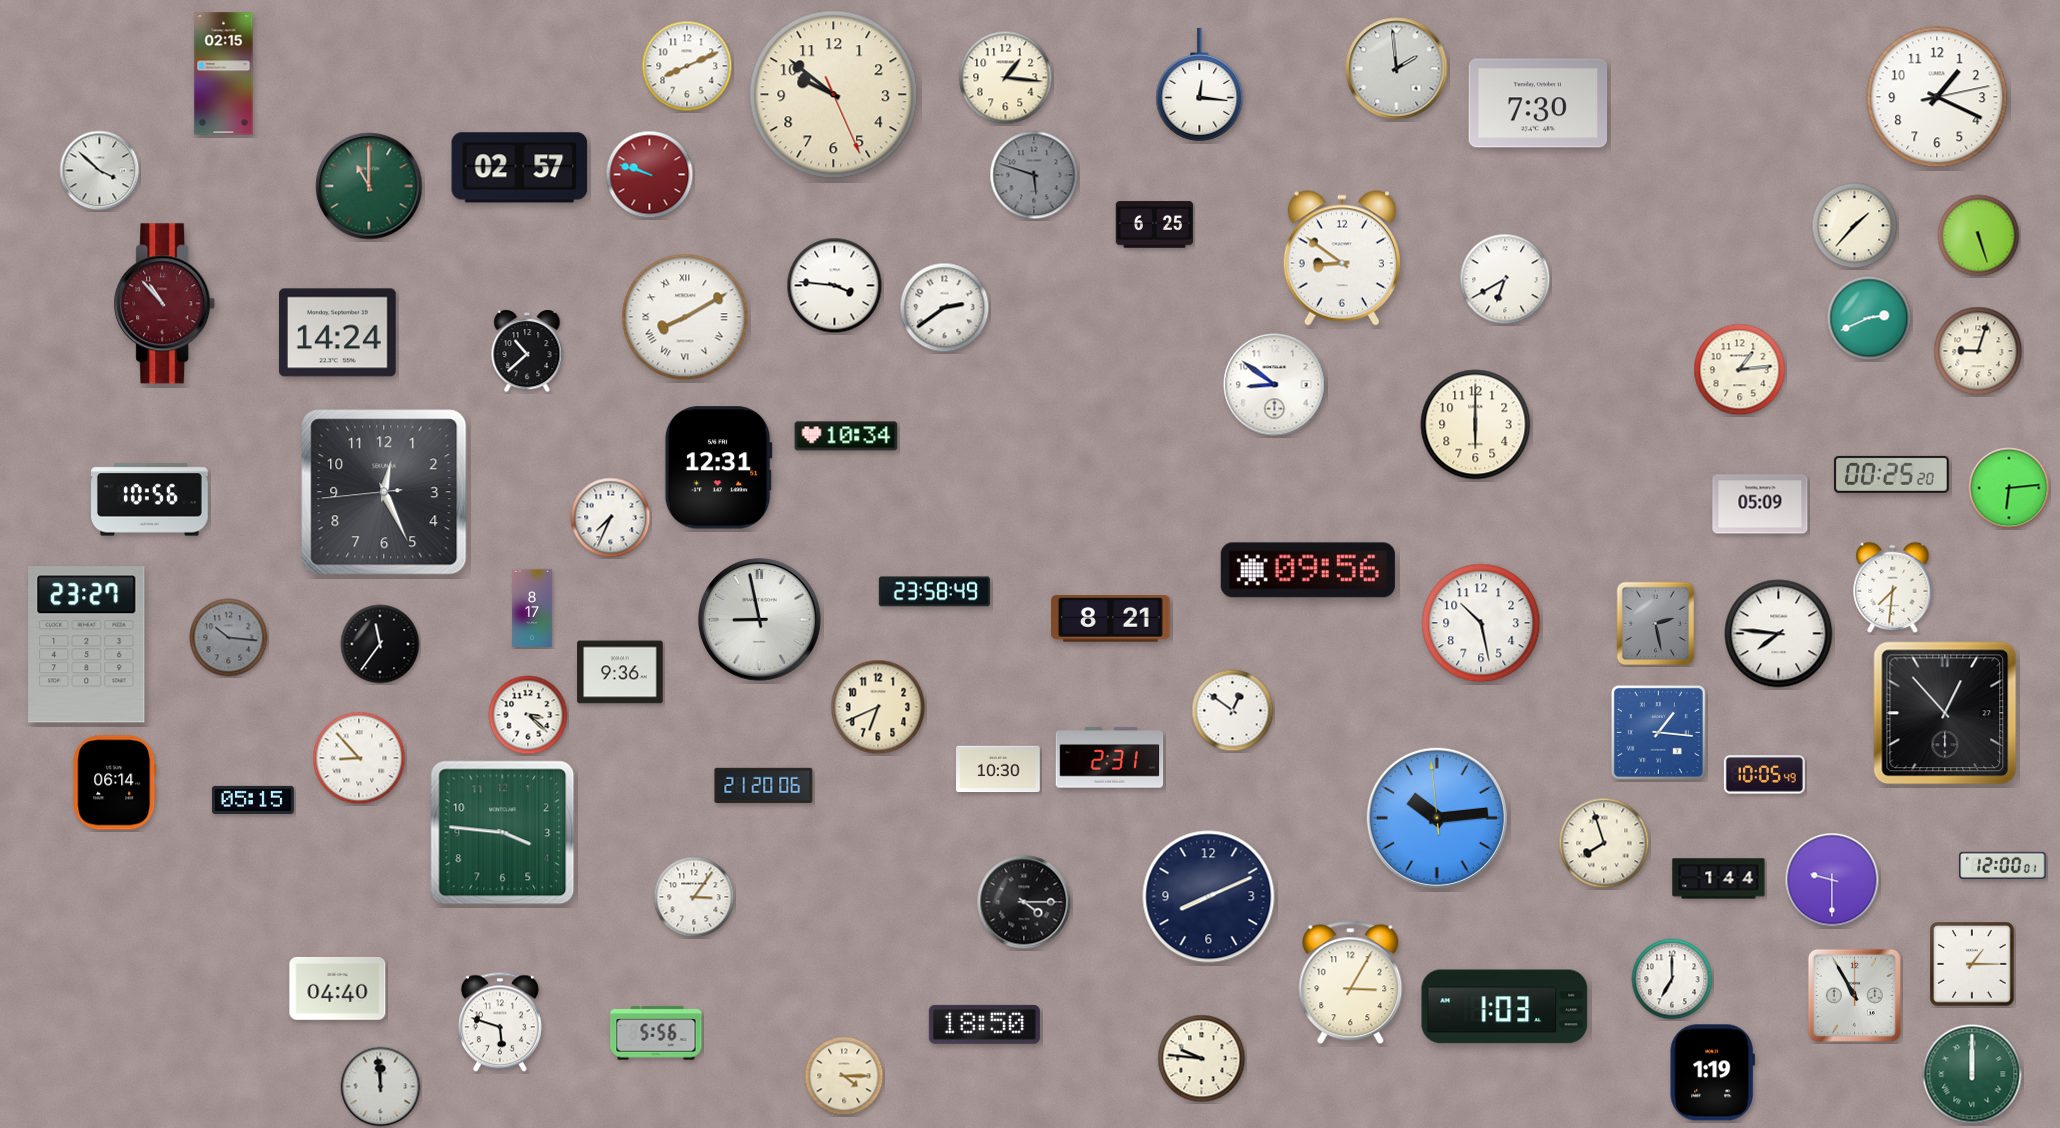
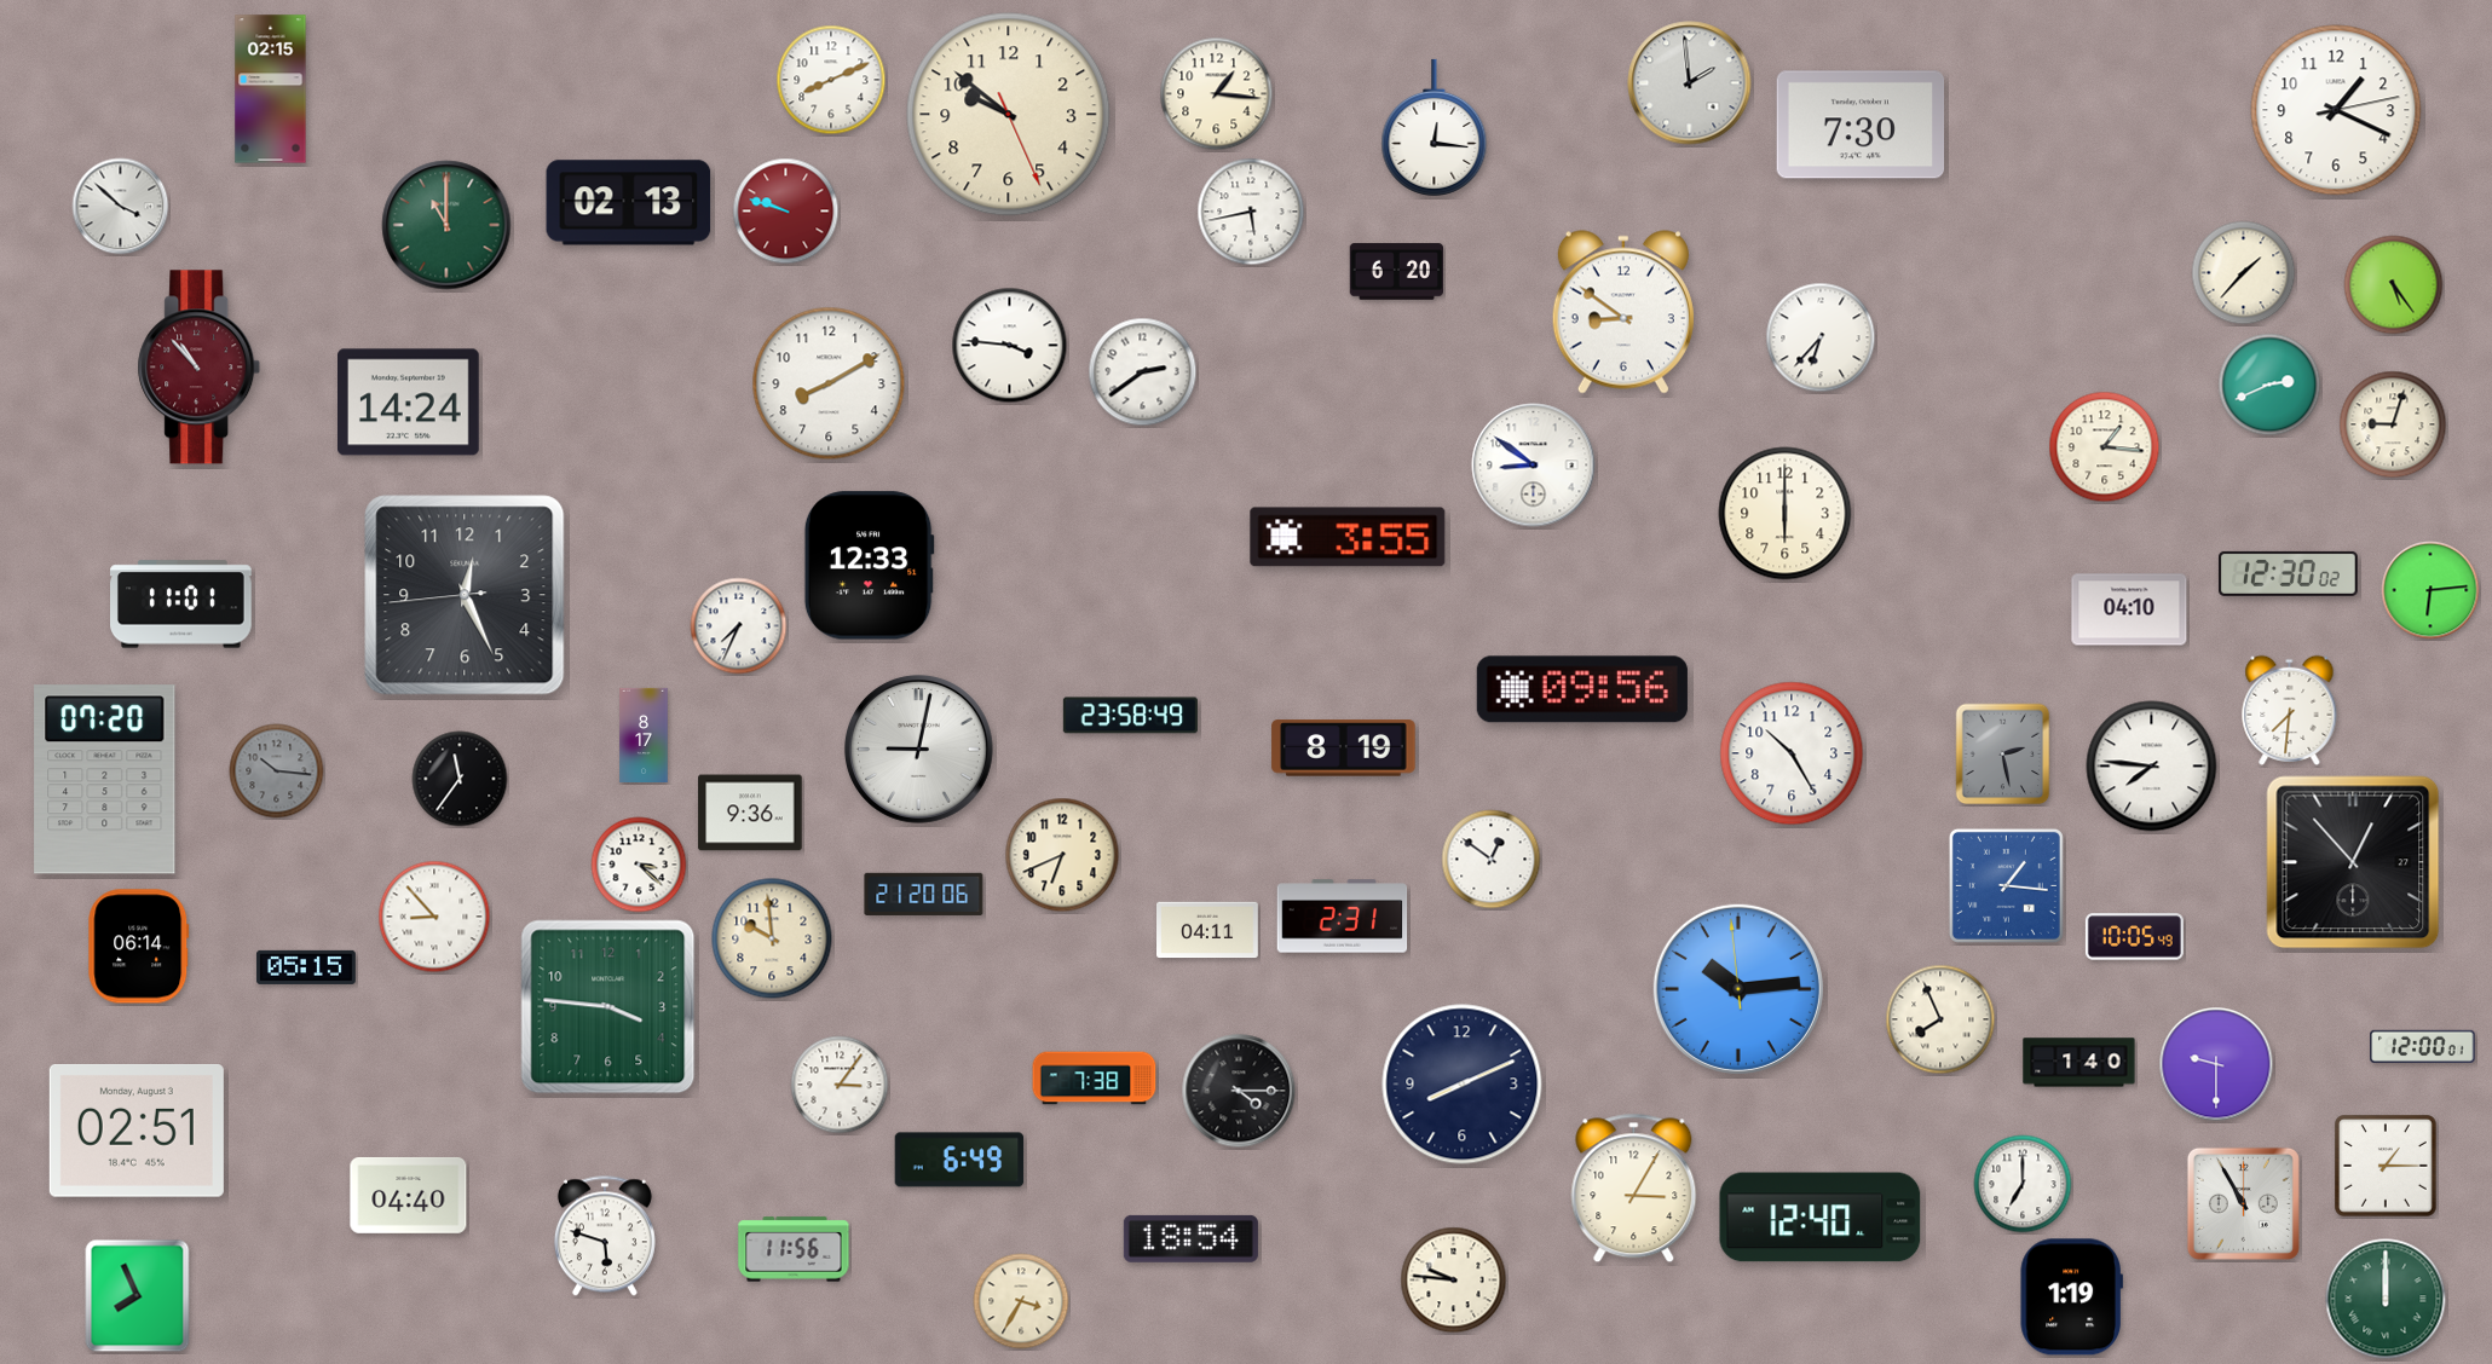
clock at (1200, 84) position: (1200, 84) -> (1435, 127)
clock at (1937, 97) position: (1937, 97) -> (2336, 110)
clock at (520, 168): 02:57 -> 02:13
clock at (1034, 175): 5:48 -> 5:43
clock at (1034, 175) dial: grey -> white
clock at (1154, 225): 6:25 -> 6:20
clock at (1979, 236): 5:27 -> 5:24
clock at (1505, 279): 6:40 -> 6:37
clock at (685, 317) numerals: Roman -> Arabic
clock at (1869, 318) position: (1869, 318) -> (2269, 385)
clock at (527, 351): 10:38 -> none
clock at (1740, 370): 1:14 -> 1:16
clock at (1275, 385) position: (1275, 385) -> (1534, 466)
clock at (846, 436): 10:34 -> none
clock at (1348, 537): none -> 3:55
clock at (718, 468): 12:31 -> 12:33
clock at (1891, 474): 00:25 -> 12:30
clock at (150, 500): 10:56 -> 11:01
clock at (1760, 504): 05:09 -> 04:10
clock at (1111, 619): 8:21 -> 8:19
clock at (760, 620): 8:58 -> 9:02
clock at (1481, 623): 10:28 -> 10:25
clock at (87, 645): 23:27 -> 07:20
clock at (999, 769): 10:30 -> 04:11
clock at (772, 938): none -> 9:59
clock at (764, 785) position: (764, 785) -> (924, 894)
clock at (1604, 843): 7:57 -> 7:56
clock at (1719, 879): 1:44 -> 1:40
clock at (1095, 1079): none -> 7:38
clock at (137, 1131): none -> 02:51
clock at (959, 1160): none -> 6:49
clock at (1505, 1007): 1:03 -> 12:40
clock at (984, 1024): 18:50 -> 18:54
clock at (656, 1033): 5:56 -> 11:56
clock at (138, 1296): none -> 7:56
clock at (844, 1076): 4:15 -> 3:35
clock at (381, 1087): 11:59 -> none
